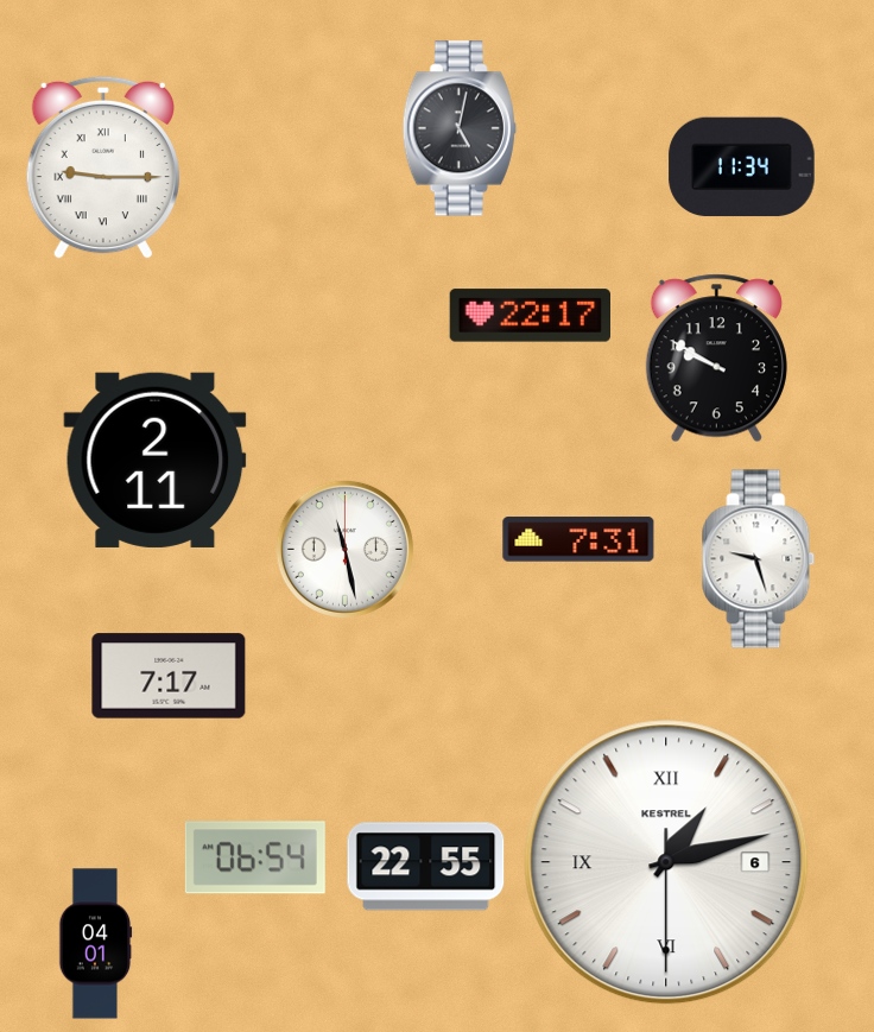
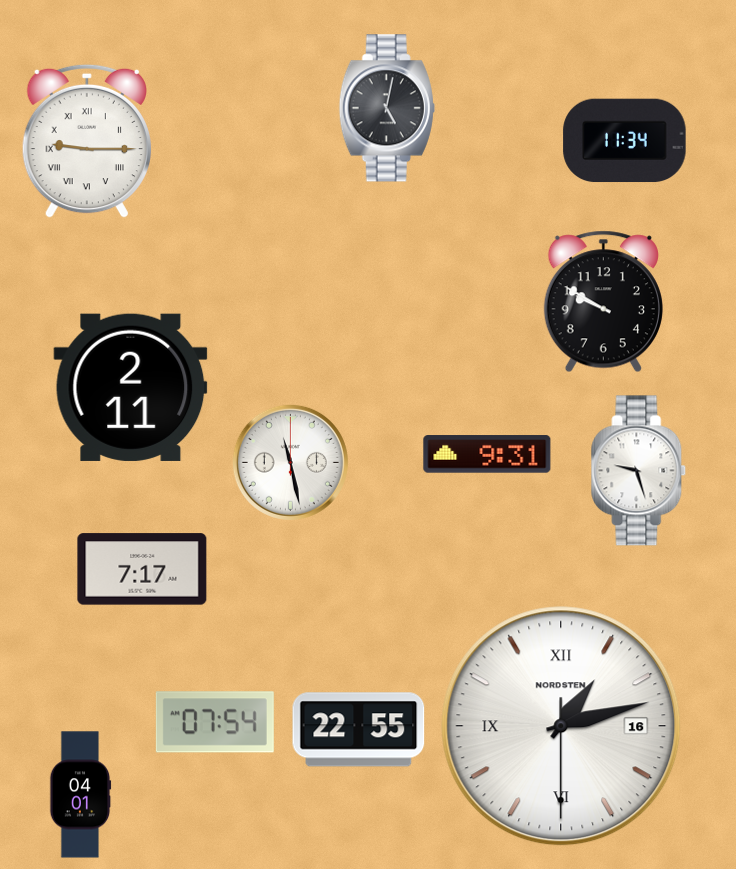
clock at (531, 316): 22:17 -> none
clock at (578, 539): 7:31 -> 9:31
clock at (255, 857): 06:54 -> 07:54
clock at (666, 862) date: 6 -> 16
clock at (666, 862) brand: KESTREL -> NORDSTEN
